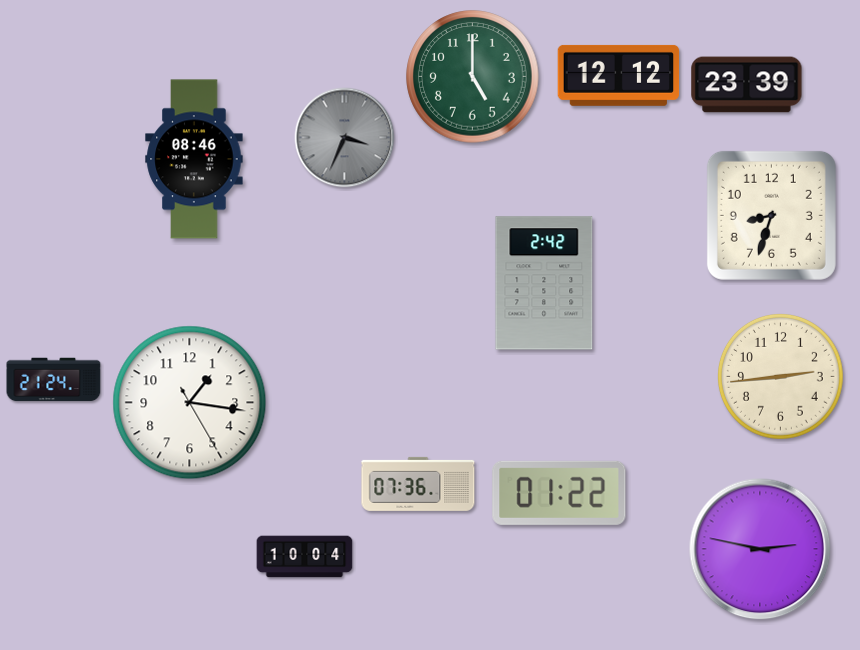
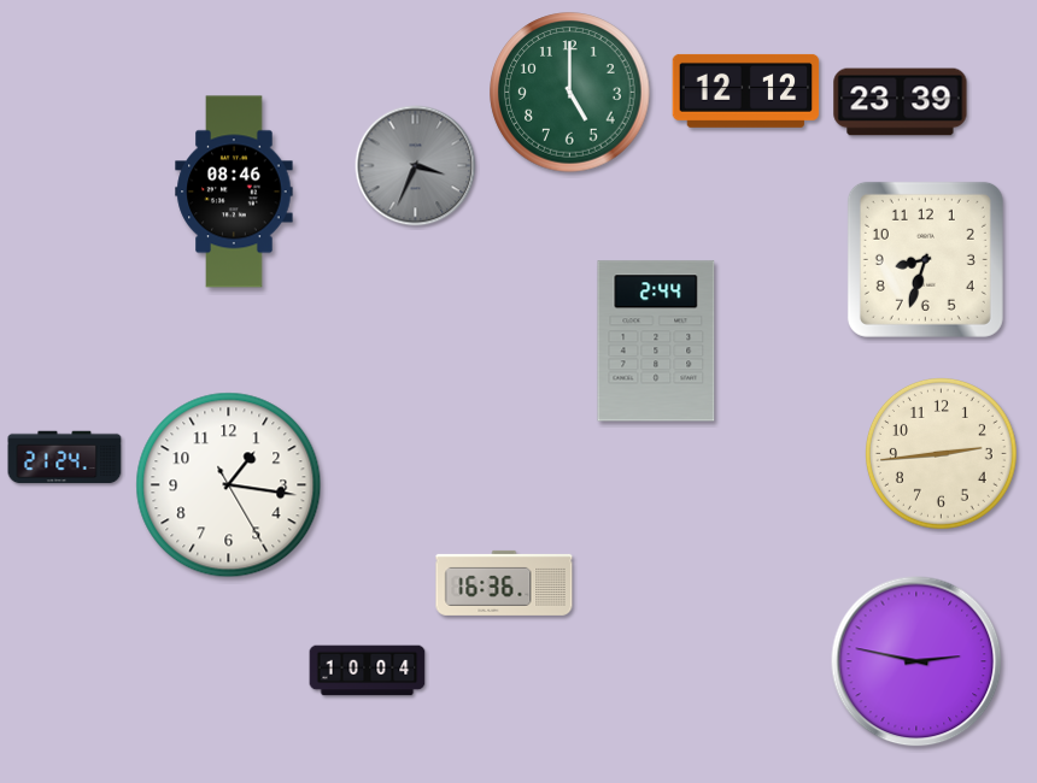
clock at (771, 215) position: (771, 215) -> (925, 259)
clock at (544, 283): 2:42 -> 2:44
clock at (418, 484): 07:36 -> 16:36
clock at (559, 493): 01:22 -> none
